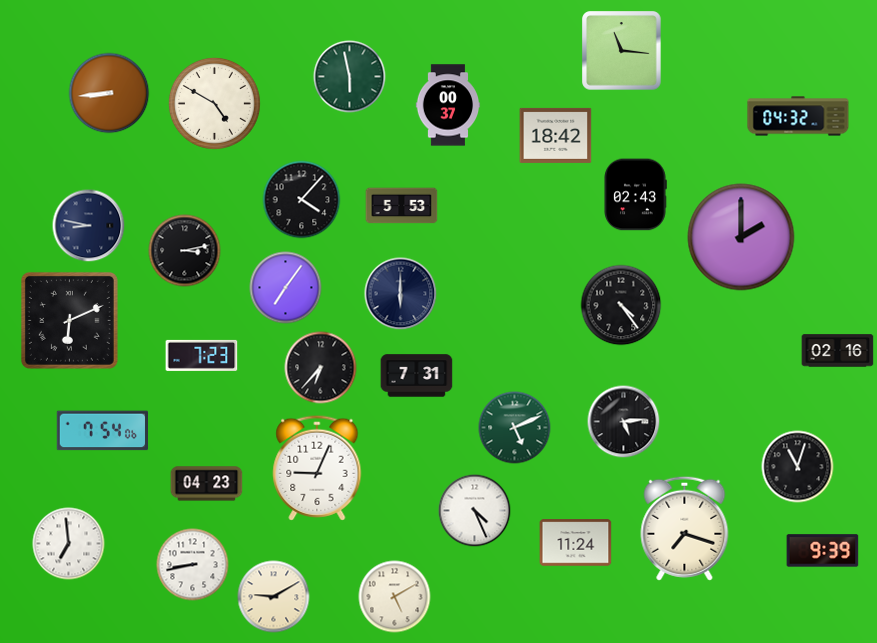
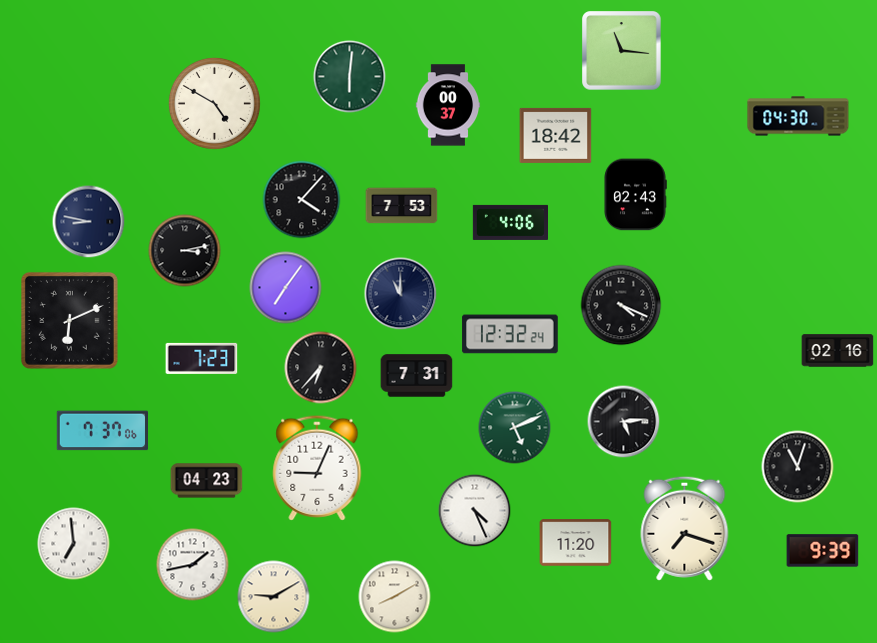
clock at (350, 77): 5:58 -> 6:01
clock at (109, 93): 8:44 -> none
clock at (798, 116): 04:32 -> 04:30
clock at (402, 206): 5:53 -> 7:53
clock at (510, 222): none -> 4:06
clock at (89, 226) position: (89, 226) -> (89, 222)
clock at (741, 237): 2:00 -> none
clock at (401, 294): 6:00 -> 11:00
clock at (621, 305): 4:24 -> 4:19
clock at (510, 334): none -> 12:32
clock at (202, 355) position: (202, 355) -> (202, 358)
clock at (102, 431): 7:54 -> 7:37
clock at (207, 484) position: (207, 484) -> (207, 481)
clock at (576, 543): 11:24 -> 11:20
clock at (69, 544) position: (69, 544) -> (74, 544)
clock at (193, 565): 8:43 -> 1:43
clock at (395, 597): 5:10 -> 8:10
